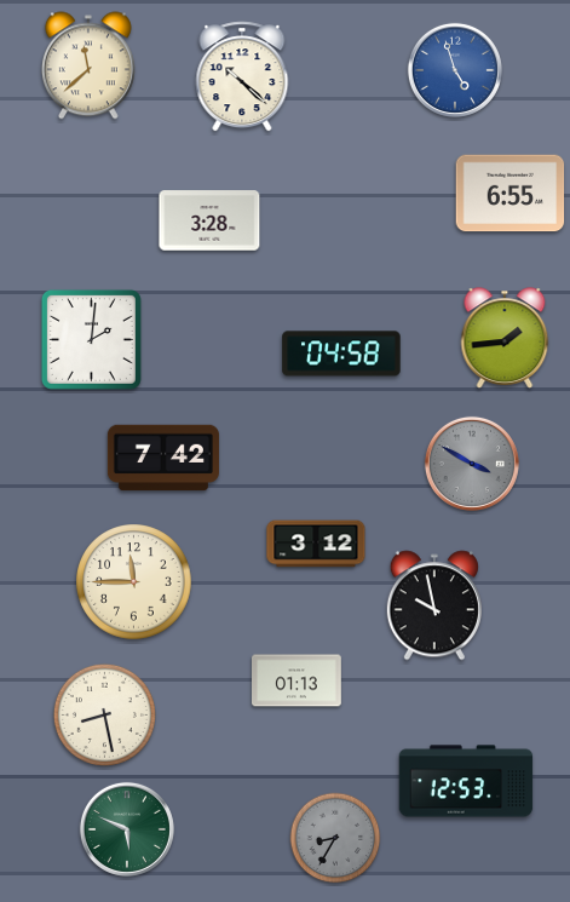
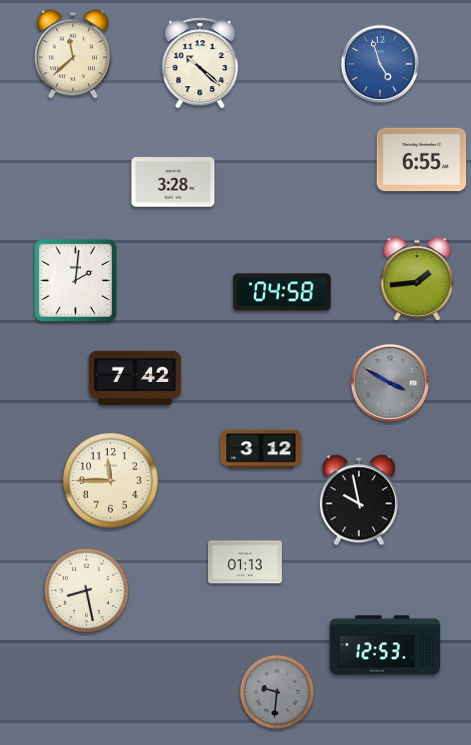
clock at (455, 70) position: (455, 70) -> (380, 64)
clock at (127, 829): 5:49 -> none
clock at (335, 838): 8:35 -> 9:31
